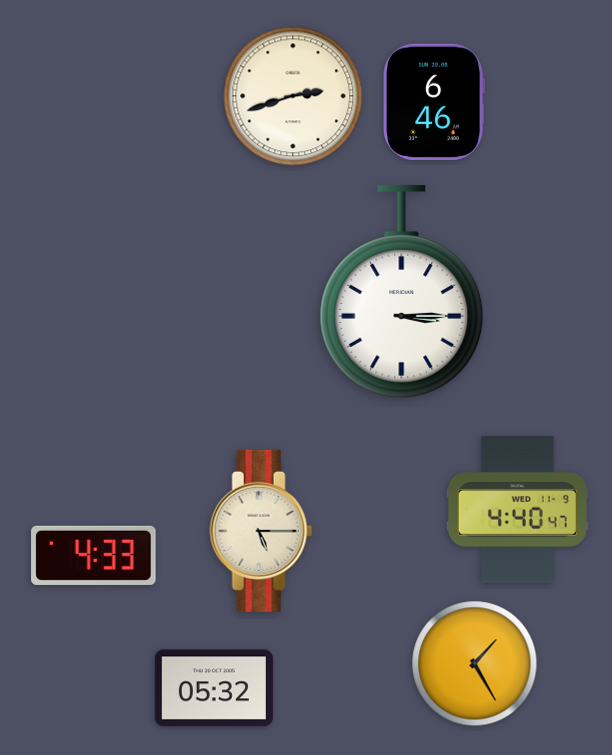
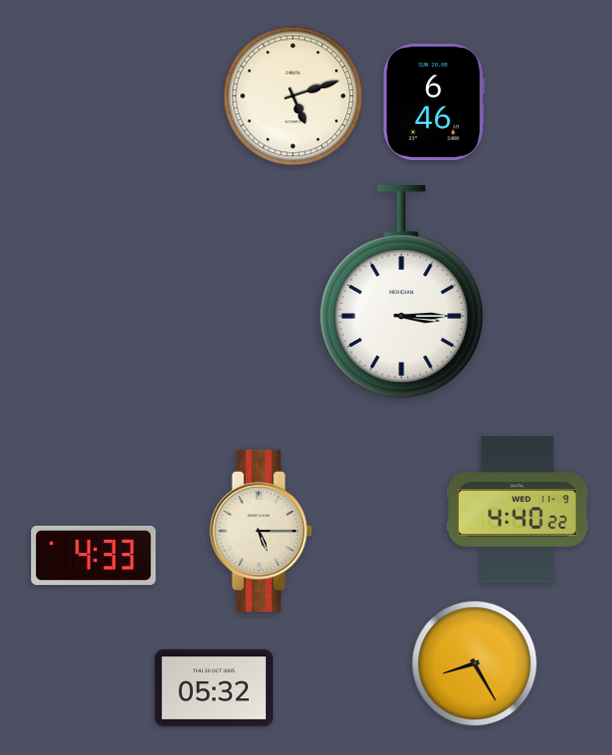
clock at (293, 96): 2:42 -> 5:12
clock at (517, 510): 4:40:47 -> 4:40:22
clock at (475, 664): 1:25 -> 8:25
